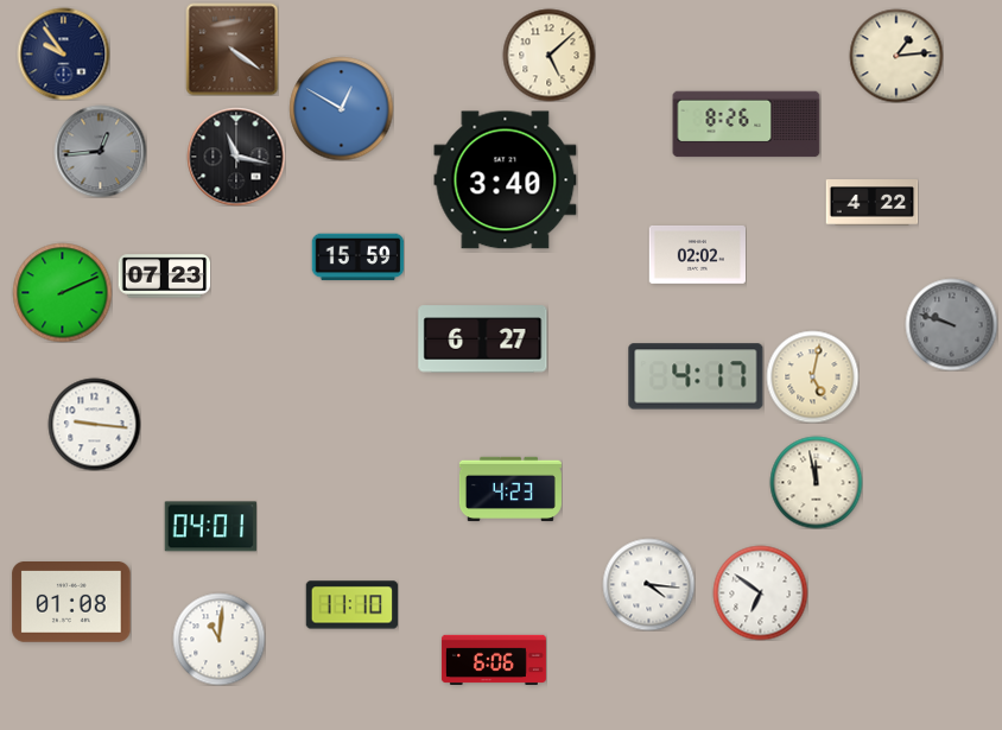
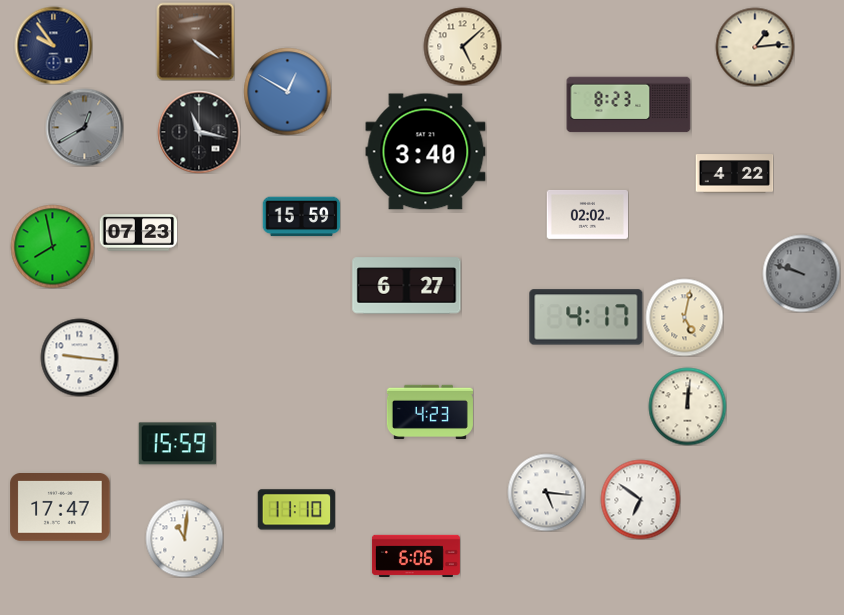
clock at (747, 125): 8:26 -> 8:23
clock at (100, 151): 12:44 -> 12:40
clock at (871, 203) position: (871, 203) -> (734, 174)
clock at (62, 292): 2:11 -> 7:58
clock at (816, 482): 11:58 -> 12:01
clock at (210, 527): 04:01 -> 15:59
clock at (648, 584): 4:16 -> 5:16
clock at (71, 603): 01:08 -> 17:47
